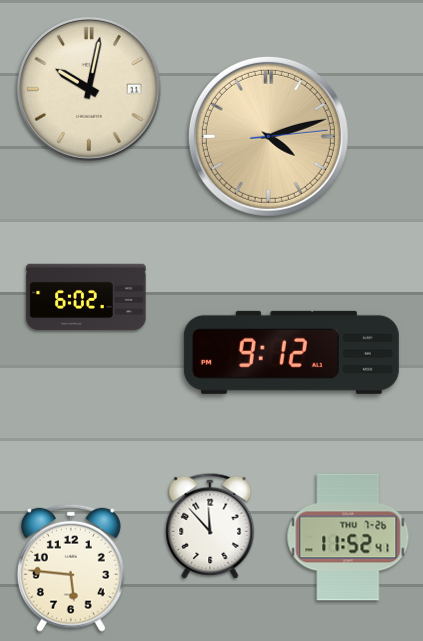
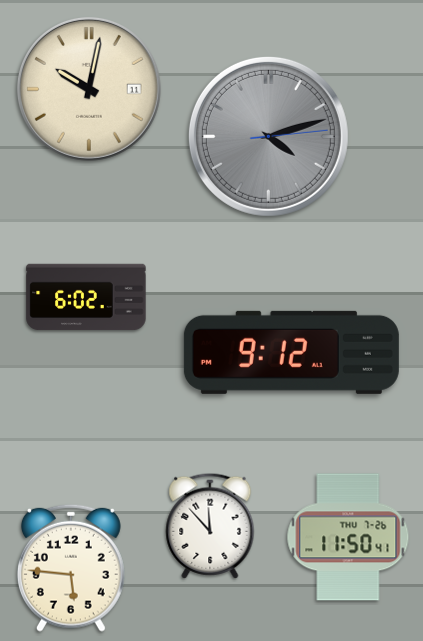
clock at (268, 136) dial: champagne -> grey
clock at (348, 537): 11:52 -> 11:50
